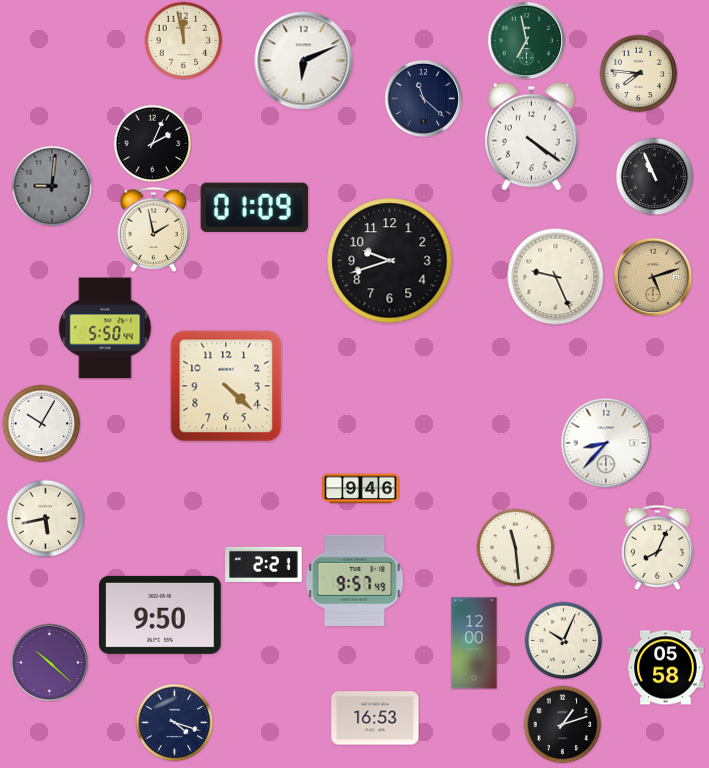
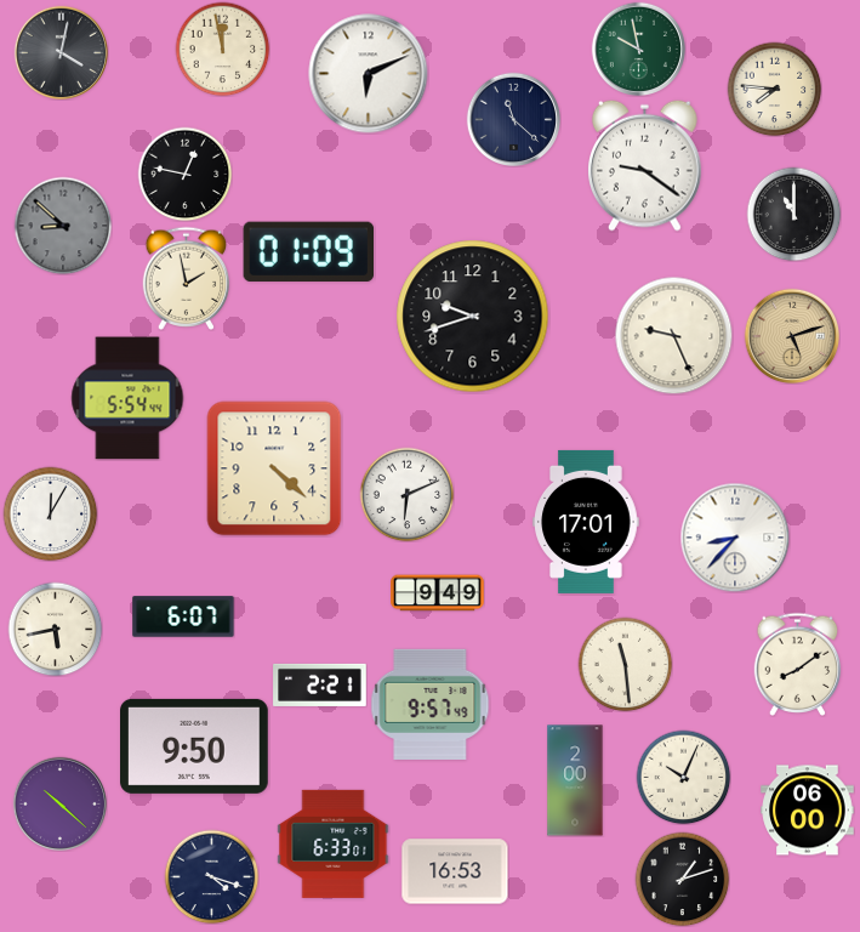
clock at (526, 40): 6:58 -> 9:58
clock at (61, 52): none -> 4:02
clock at (532, 136): 4:21 -> 9:21
clock at (152, 143): 2:04 -> 12:47
clock at (654, 176): 10:56 -> 11:00
clock at (52, 186): 9:01 -> 8:52
clock at (105, 328): 5:50 -> 5:54
clock at (406, 494): none -> 6:11
clock at (41, 423): 10:05 -> 12:05
clock at (587, 522): none -> 17:01
clock at (361, 489): 9:46 -> 9:49
clock at (183, 616): none -> 6:07
clock at (658, 547): 8:04 -> 8:09
clock at (474, 643): 12:00 -> 2:00
clock at (666, 668): 05:58 -> 06:00
clock at (334, 843): none -> 6:33
